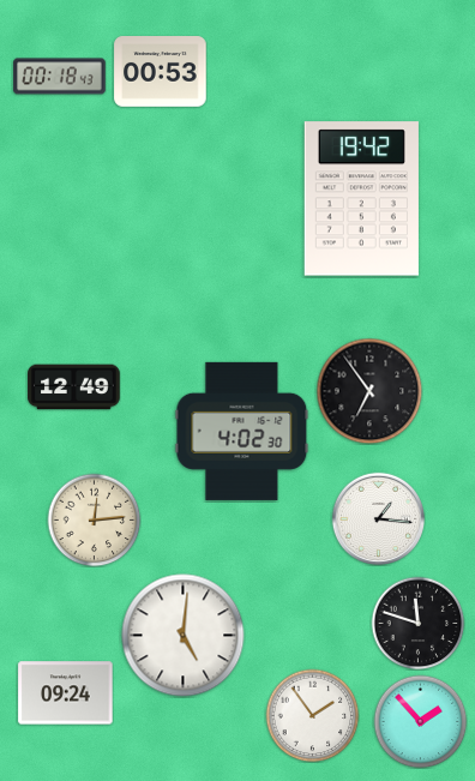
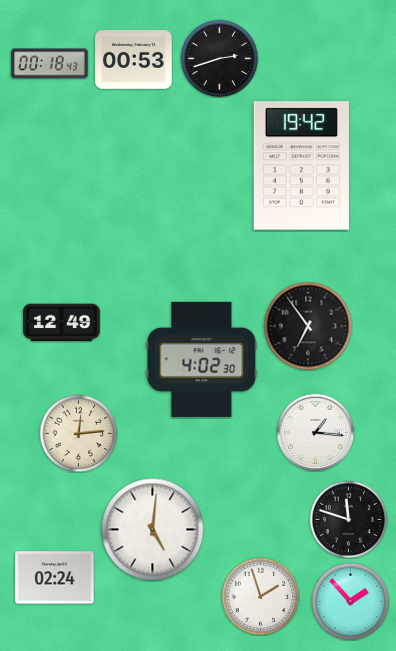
clock at (219, 58): none -> 2:42
clock at (66, 693): 09:24 -> 02:24
clock at (312, 715): 1:54 -> 1:57
